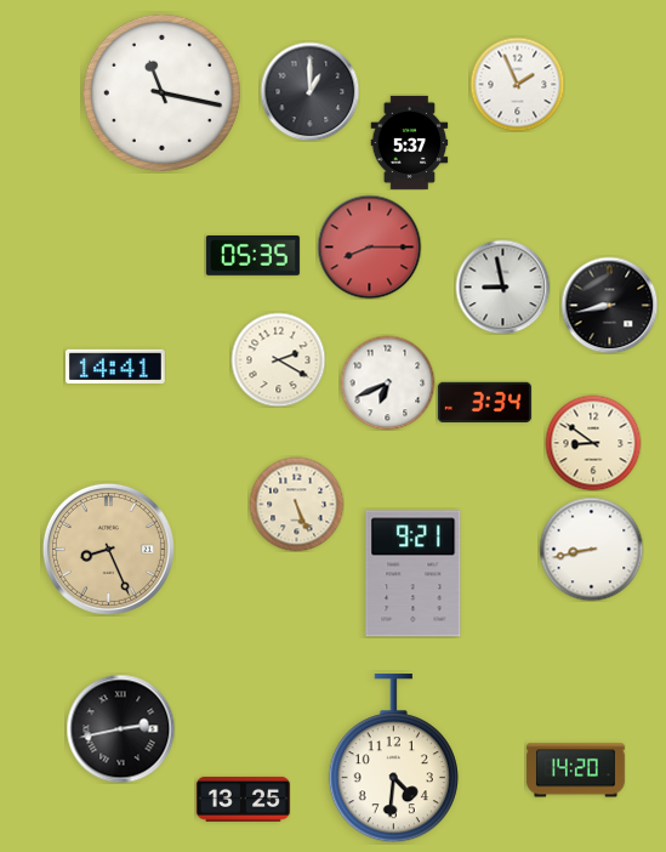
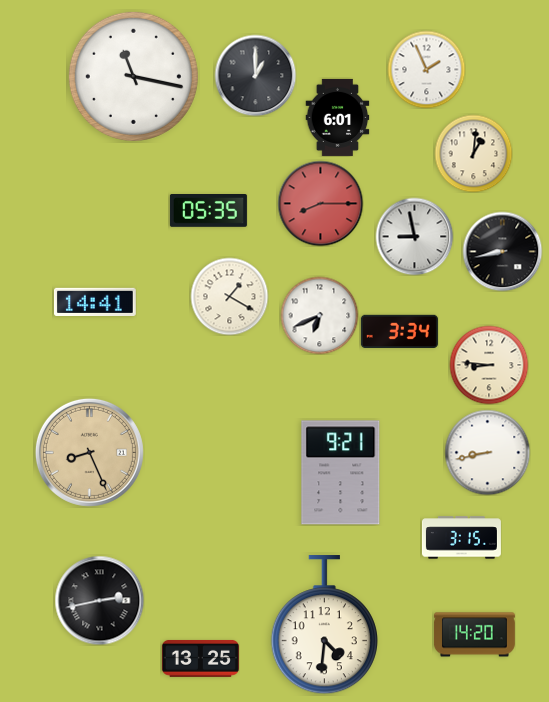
clock at (410, 142): 5:37 -> 6:01
clock at (473, 153): none -> 1:01
clock at (369, 246) position: (369, 246) -> (320, 203)
clock at (278, 359): 2:20 -> 1:20
clock at (593, 443): 8:51 -> 8:46
clock at (296, 504): 5:26 -> none
clock at (461, 538): none -> 3:15
